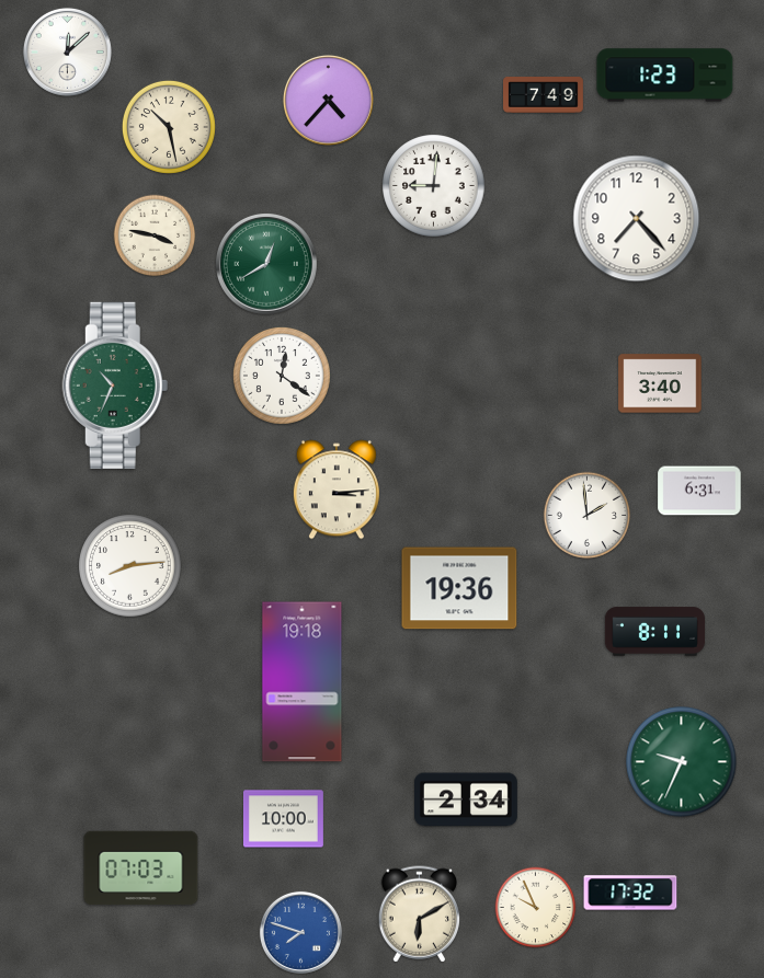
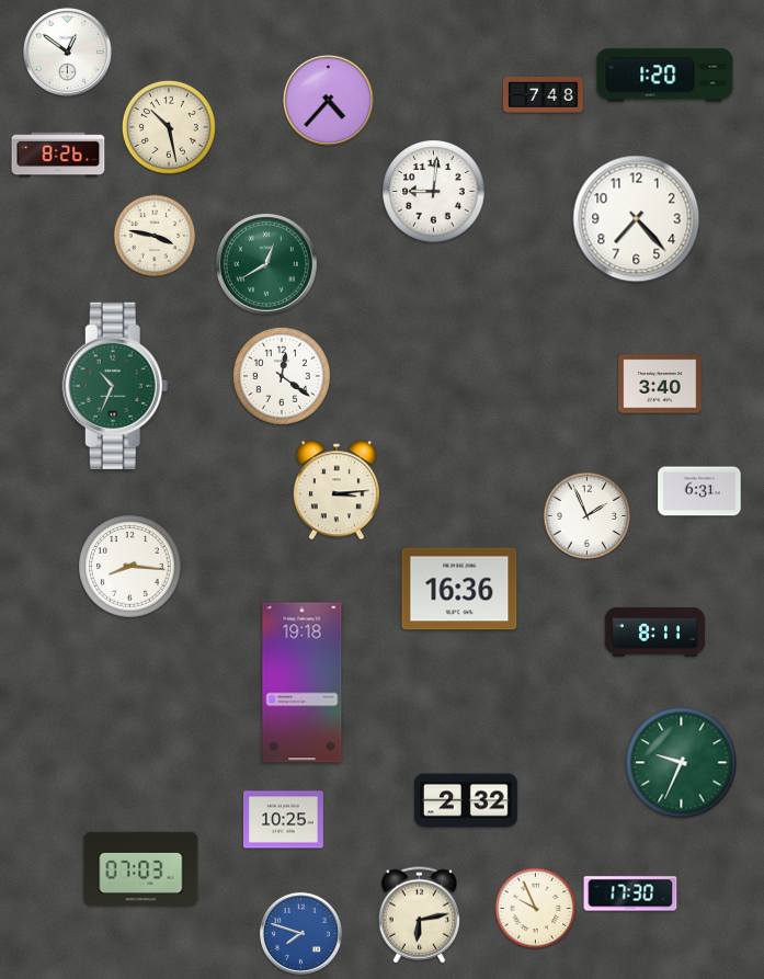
clock at (67, 51): 12:08 -> 12:51
clock at (665, 76): 1:23 -> 1:20
clock at (544, 95): 7:49 -> 7:48
clock at (58, 155): none -> 8:26
clock at (434, 186) position: (434, 186) -> (434, 192)
clock at (588, 516): 1:59 -> 1:56
clock at (130, 566): 8:14 -> 8:16
clock at (459, 588): 19:36 -> 16:36
clock at (467, 799): 2:34 -> 2:32
clock at (283, 819): 10:00 -> 10:25
clock at (630, 893): 17:32 -> 17:30
clock at (420, 914): 6:10 -> 6:13
